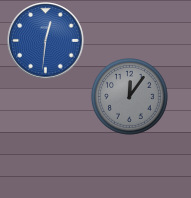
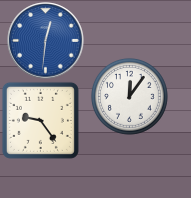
clock at (130, 97) dial: grey -> white
clock at (40, 120): none -> 9:24
